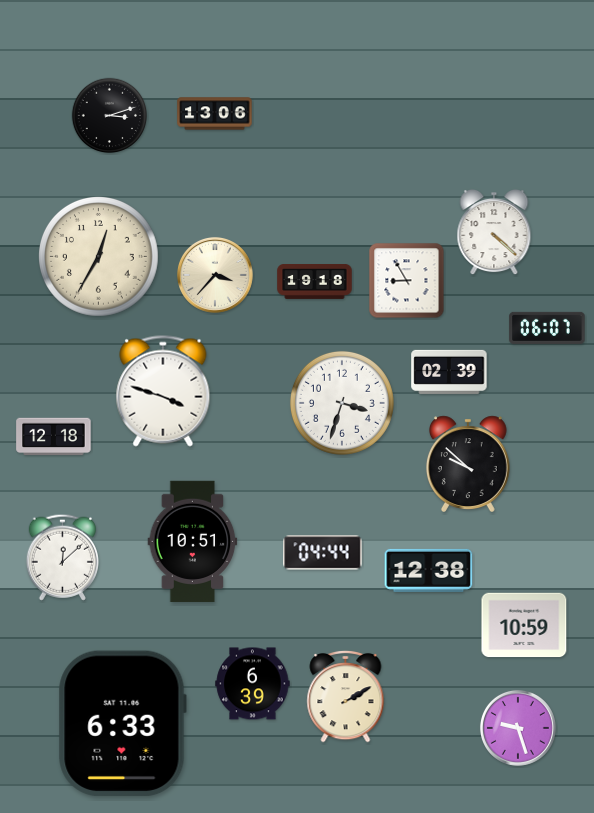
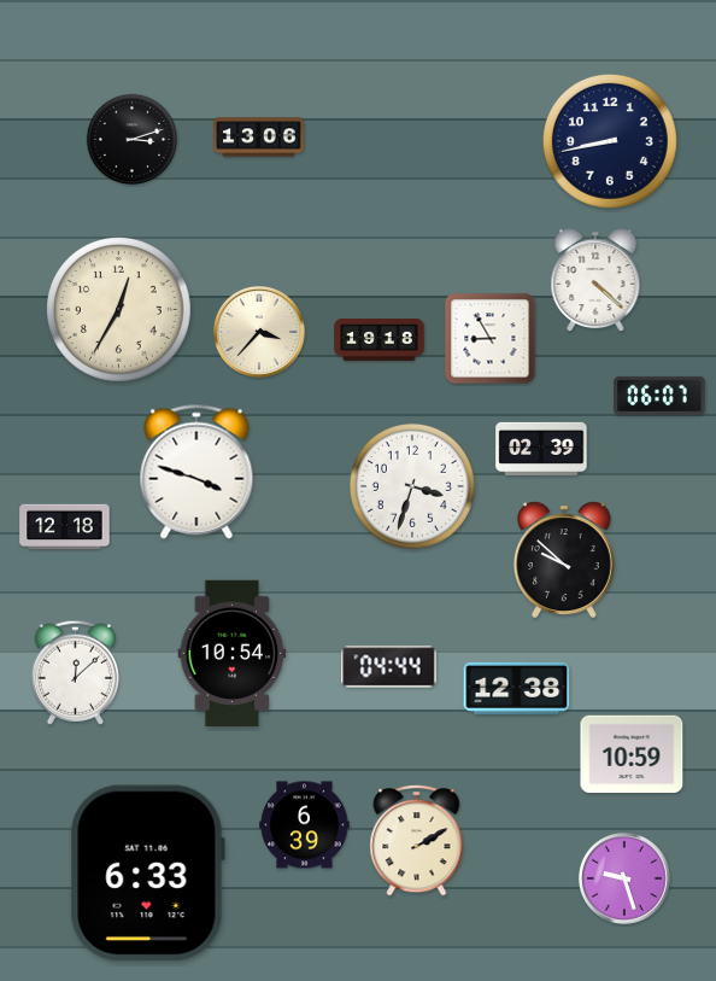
clock at (610, 141): none -> 8:43
clock at (193, 541): 10:51 -> 10:54
